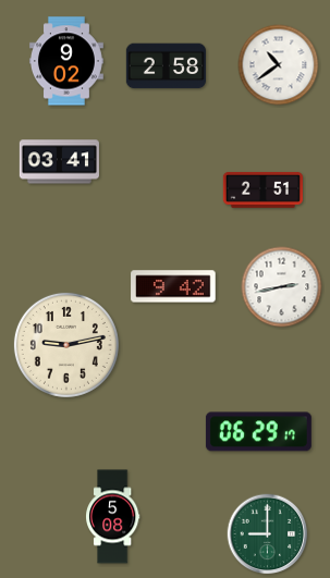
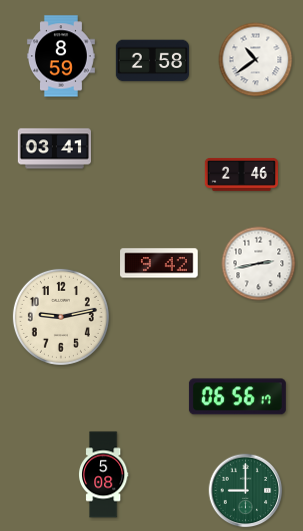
clock at (66, 61): 9:02 -> 8:59
clock at (262, 189): 2:51 -> 2:46
clock at (258, 432): 06:29 -> 06:56
